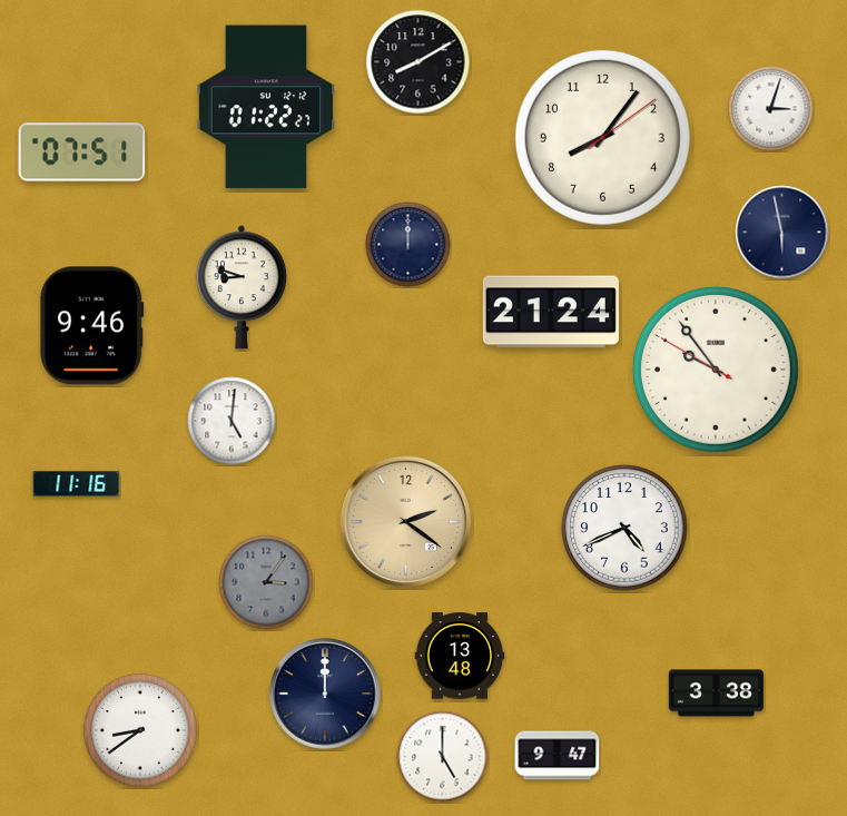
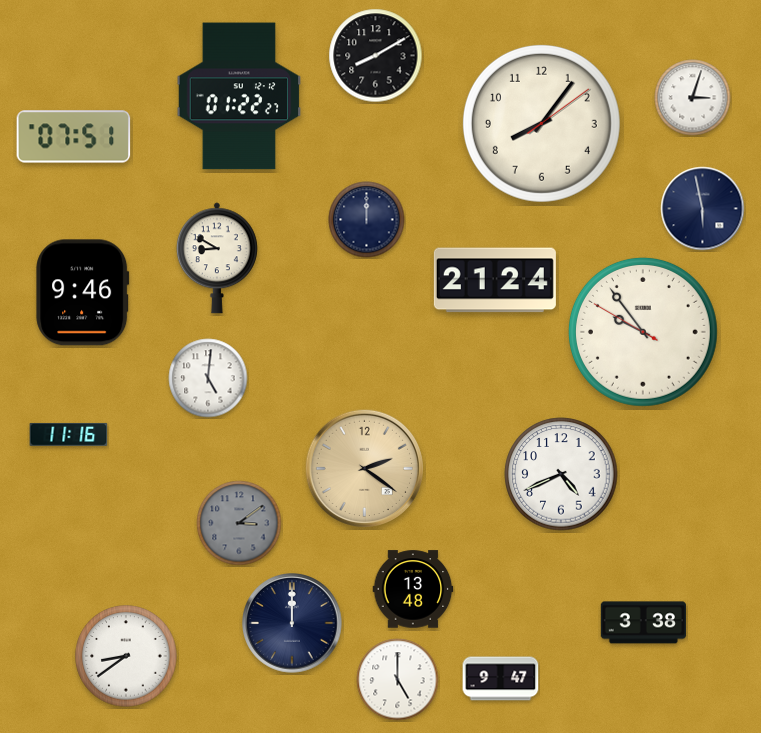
clock at (242, 287): 8:48 -> 8:50
clock at (266, 582): 3:06 -> 3:09
